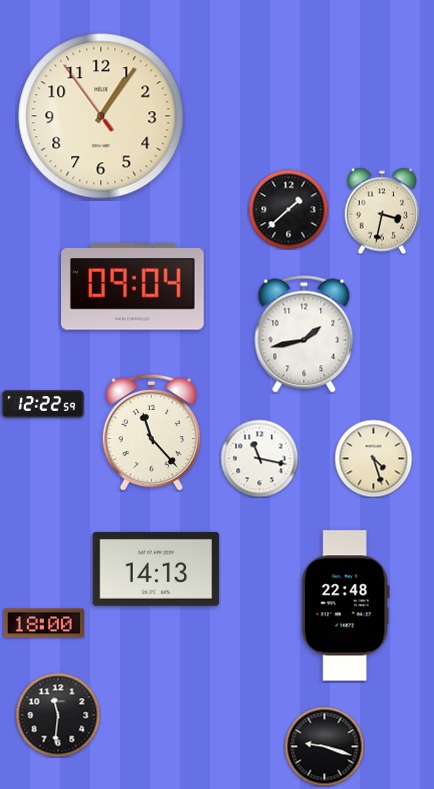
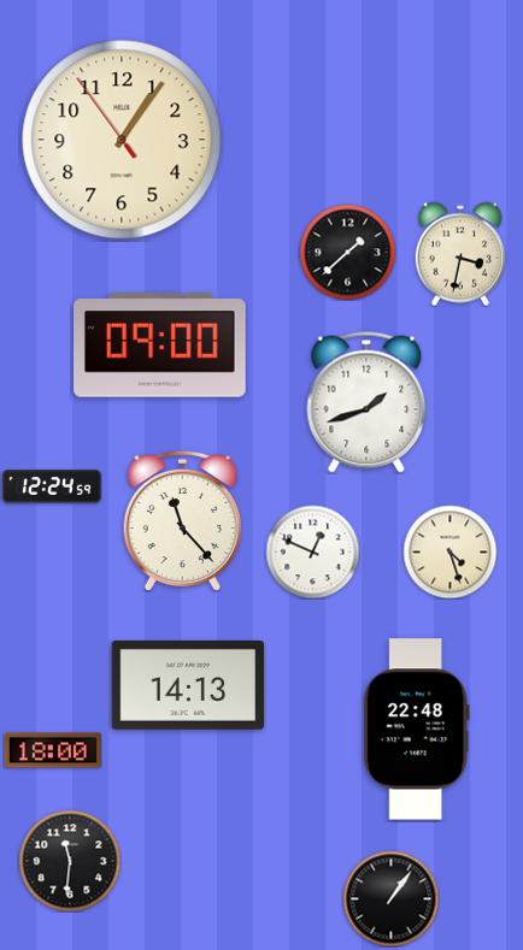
clock at (133, 287): 09:04 -> 09:00
clock at (304, 334): 1:43 -> 1:42
clock at (43, 404): 12:22 -> 12:24
clock at (259, 458): 11:17 -> 12:49
clock at (324, 746): 9:18 -> 1:06
